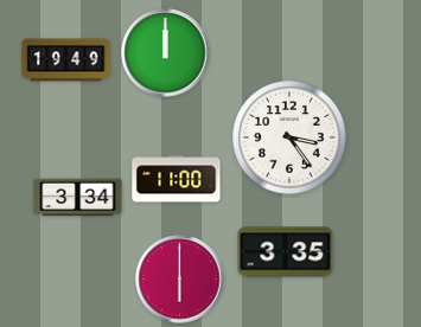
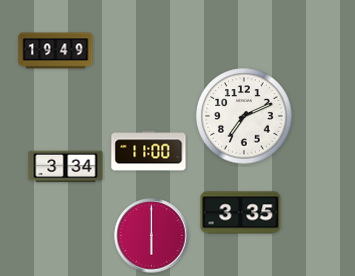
clock at (166, 53): 12:00 -> none
clock at (289, 137): 3:24 -> 7:11
